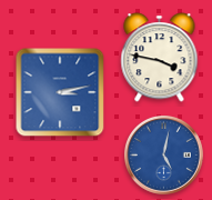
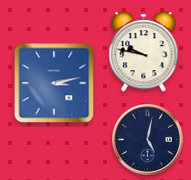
clock at (160, 58): 3:47 -> 9:47
clock at (164, 156) dial: blue -> navy
